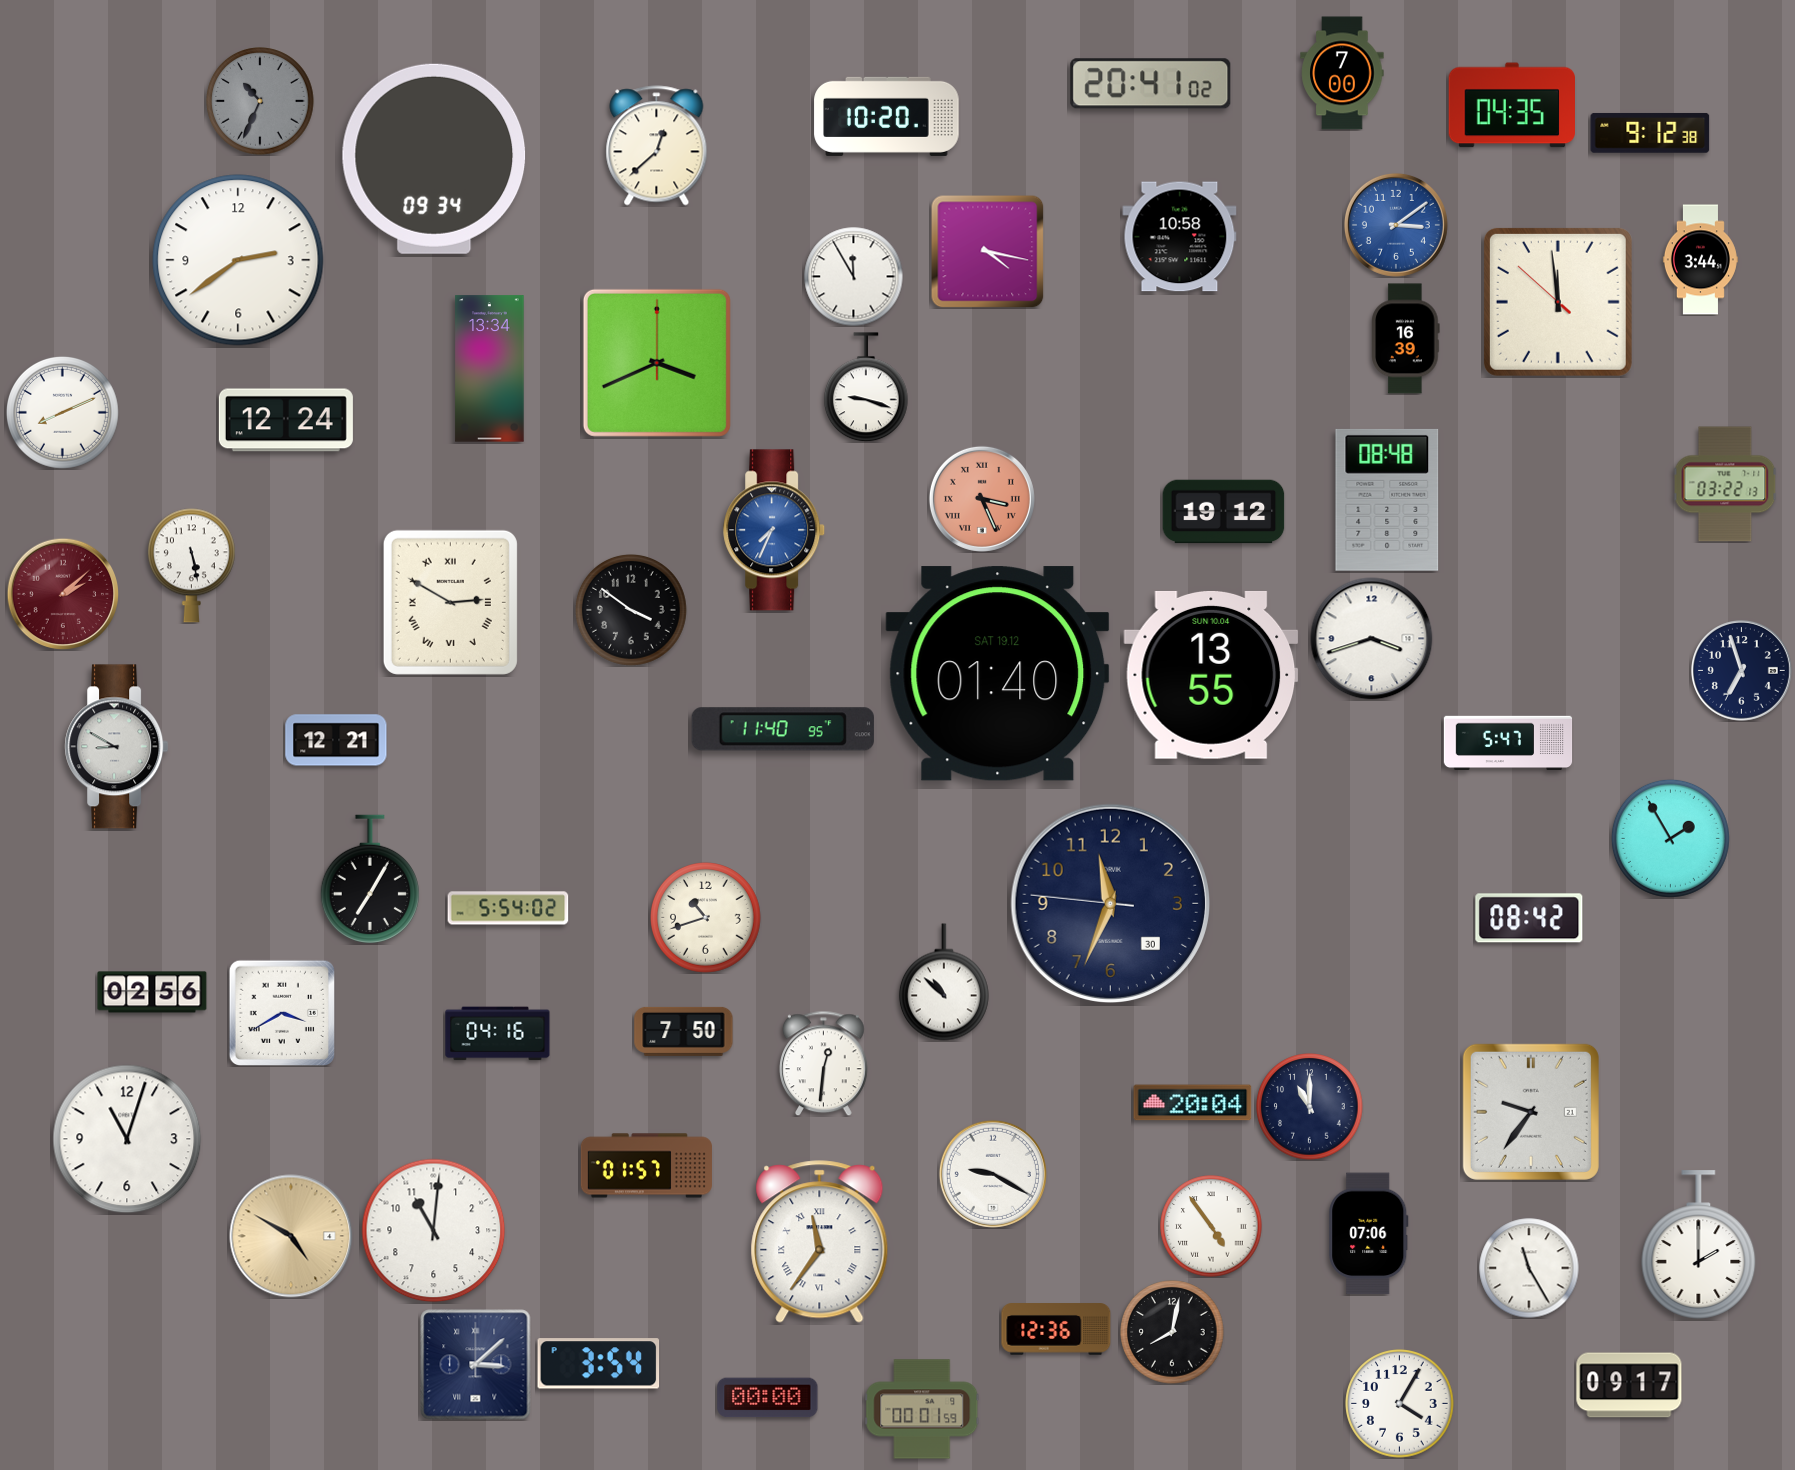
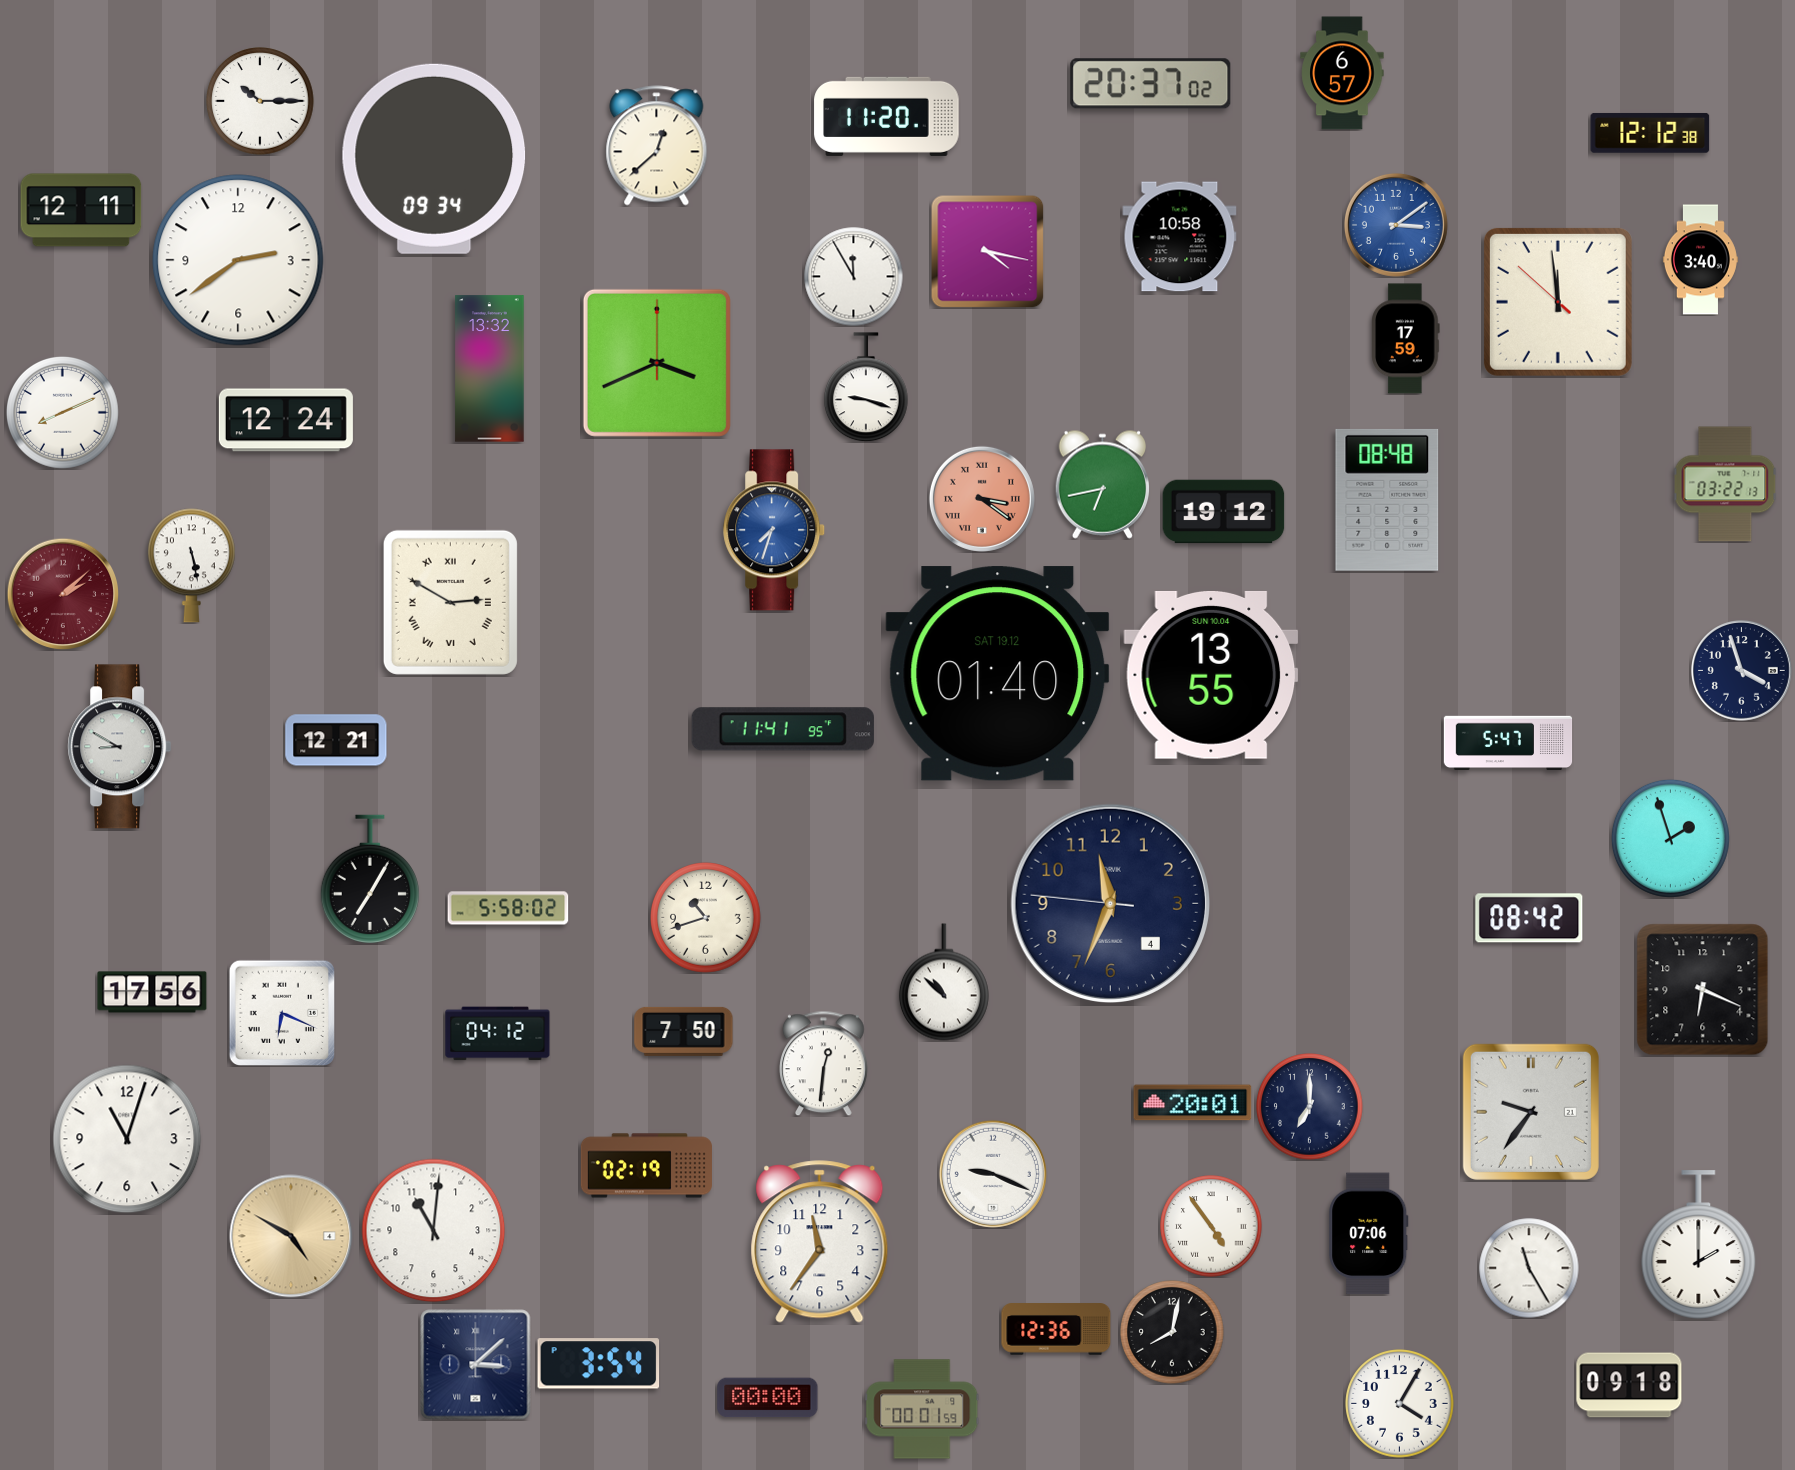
clock at (1342, 73): 7:00 -> 6:57
clock at (1151, 84): 20:41 -> 20:37
clock at (260, 101): 10:34 -> 10:15
clock at (260, 101) dial: grey -> white
clock at (1511, 105): 04:35 -> none
clock at (887, 116): 10:20 -> 11:20
clock at (1650, 133): 9:12 -> 12:12
clock at (81, 210): none -> 12:11
clock at (1700, 260): 3:44 -> 3:40
clock at (1406, 339): 16:39 -> 17:59
clock at (490, 369): 13:34 -> 13:32
clock at (1102, 484): none -> 6:43
clock at (982, 499): 3:26 -> 3:21
clock at (775, 530): 7:34 -> 7:33
clock at (632, 611): 3:51 -> none
clock at (1372, 639): 3:42 -> none
clock at (1742, 671): 6:57 -> 3:57
clock at (783, 729): 11:40 -> 11:41
clock at (117, 747) position: (117, 747) -> (120, 747)
clock at (1670, 838): 1:55 -> 1:57
clock at (1110, 903) date: 30 -> 4
clock at (508, 908): 5:54 -> 5:58
clock at (1703, 990): none -> 6:19
clock at (152, 992): 02:56 -> 17:56
clock at (281, 1012): 3:40 -> 6:19
clock at (498, 1034): 04:16 -> 04:12
clock at (1193, 1103): 20:04 -> 20:01
clock at (1310, 1107): 11:00 -> 7:00
clock at (646, 1166): 01:57 -> 02:19
clock at (993, 1174): 9:20 -> 9:19
clock at (820, 1242) numerals: Roman -> Arabic
clock at (1629, 1385): 09:17 -> 09:18
